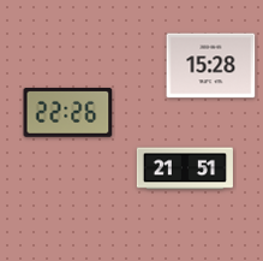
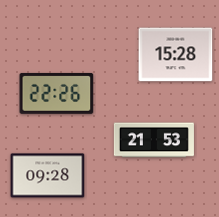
clock at (185, 168): 21:51 -> 21:53
clock at (48, 176): none -> 09:28
